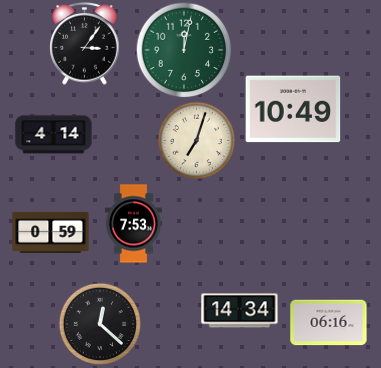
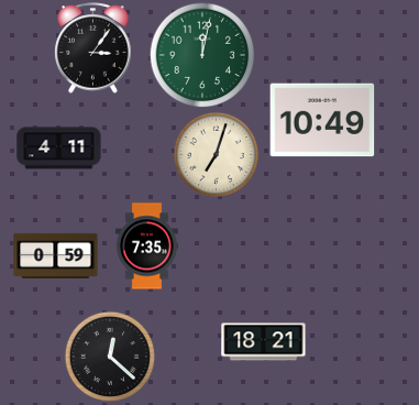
clock at (54, 135): 4:14 -> 4:11
clock at (133, 224): 7:53 -> 7:35
clock at (240, 311): 14:34 -> 18:21
clock at (329, 323): 06:16 -> none
